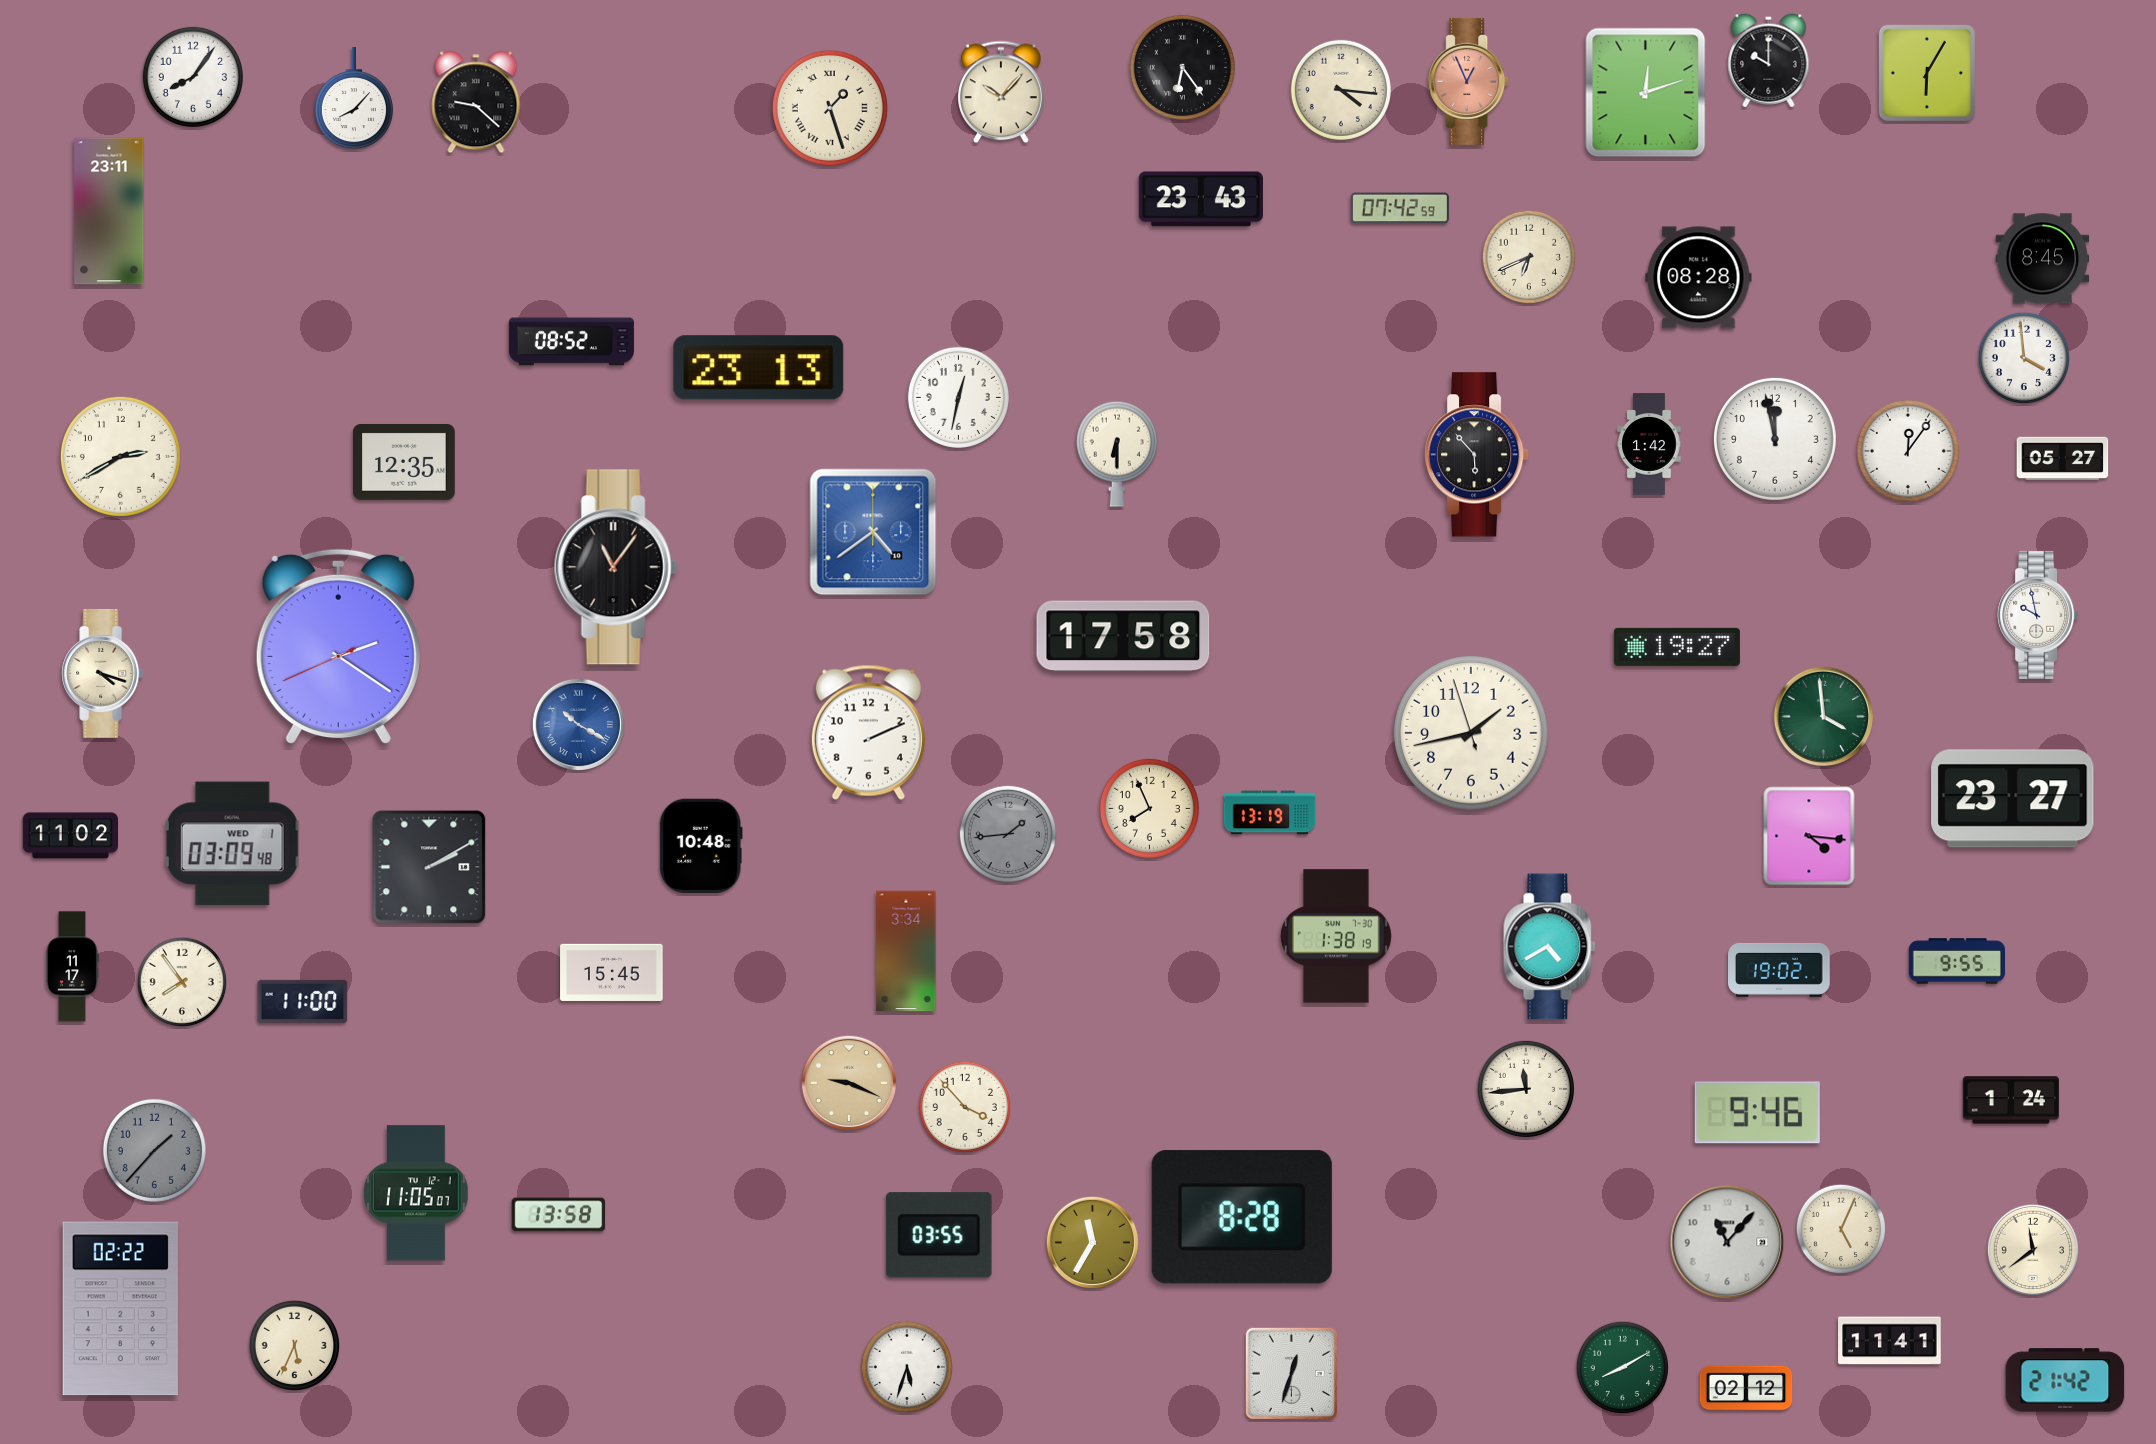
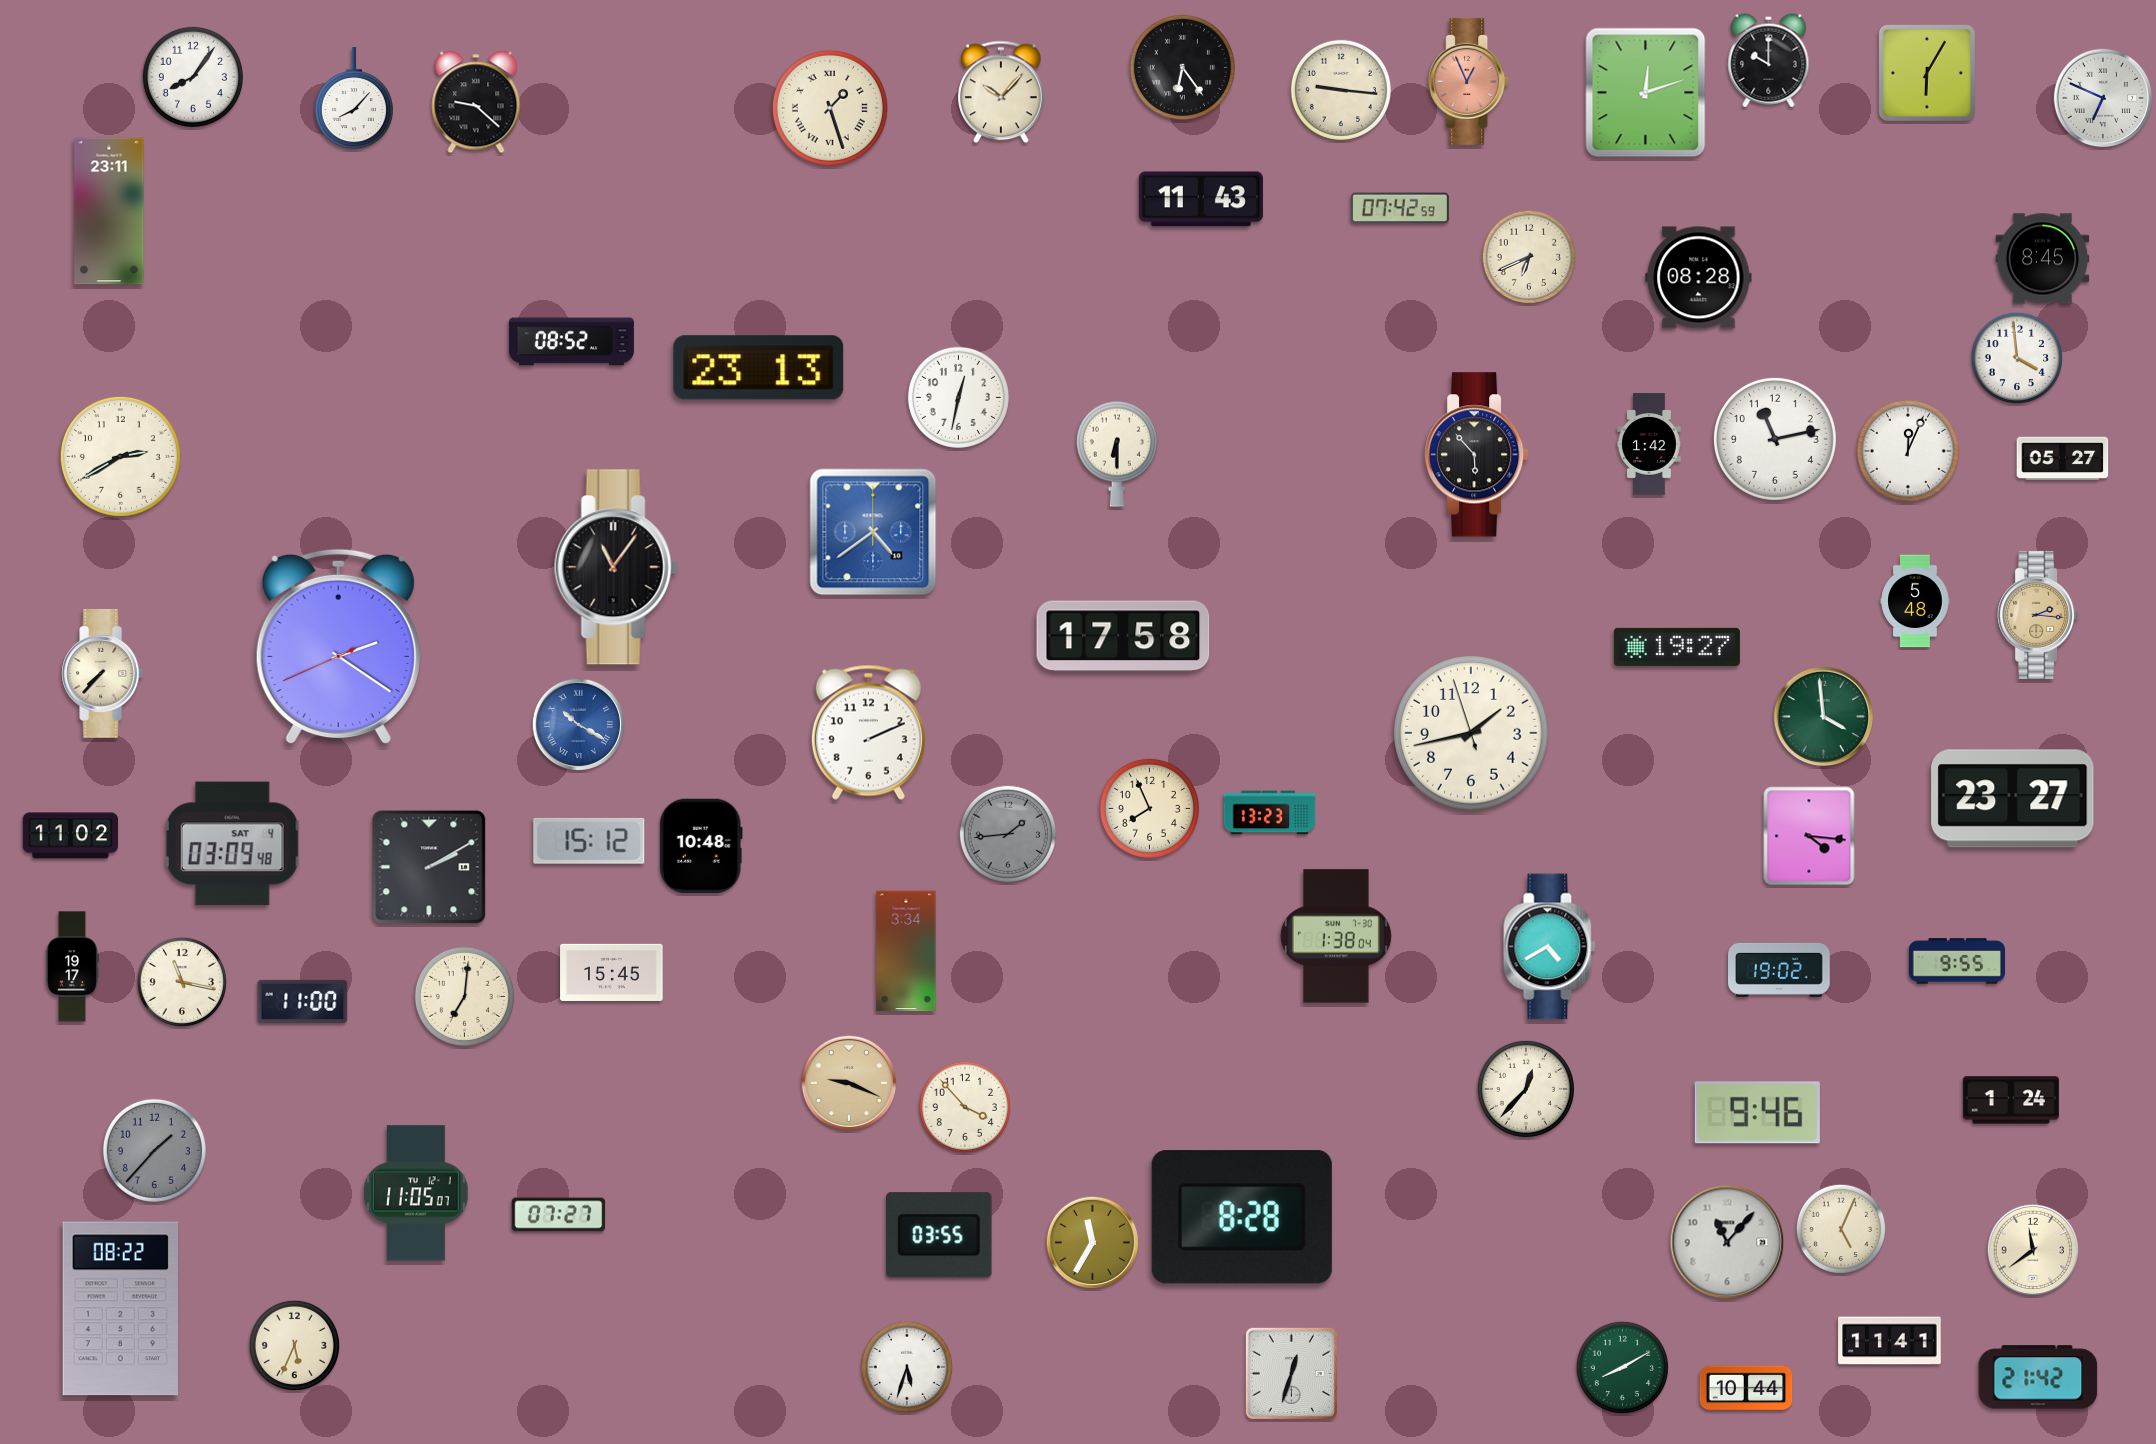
clock at (1341, 90): 4:16 -> 9:16
clock at (2103, 98): none -> 6:49
clock at (1201, 199): 23:43 -> 11:43
clock at (2023, 357) position: (2023, 357) -> (2016, 357)
clock at (1775, 439): 11:58 -> 11:13
clock at (1908, 451): 12:06 -> 12:04
clock at (405, 462): 12:35 -> none
clock at (1915, 601): none -> 5:48
clock at (2038, 615): 9:58 -> 2:16
clock at (2038, 615) dial: white -> champagne
clock at (103, 673): 4:18 -> 7:37
clock at (1270, 813): 13:19 -> 13:23
clock at (589, 841): none -> 15:12
clock at (233, 844) date: WED 1 -> SAT 4
clock at (1336, 936): 1:38:19 -> 1:38:04
clock at (73, 967): 11:17 -> 19:17
clock at (181, 981): 7:54 -> 11:17
clock at (464, 996): none -> 7:01
clock at (1526, 1089): 11:44 -> 12:37
clock at (559, 1215): 13:58 -> 07:27
clock at (120, 1309): 02:22 -> 08:22
clock at (2065, 1380) position: (2065, 1380) -> (2038, 1377)
clock at (1746, 1388): 02:12 -> 10:44
